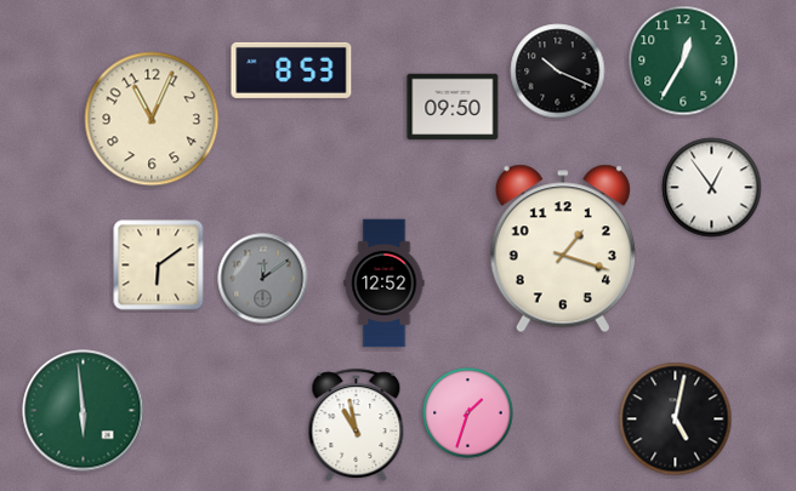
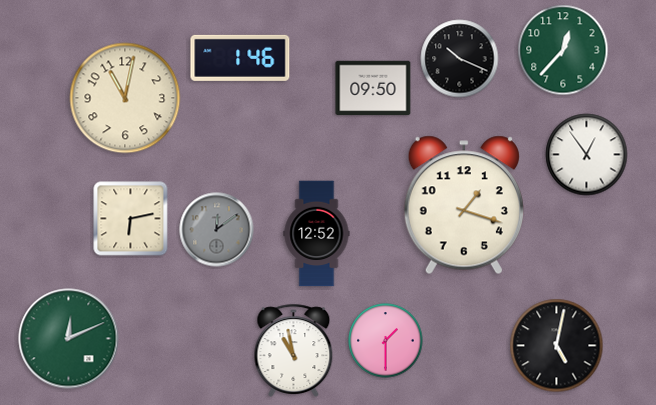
clock at (683, 61): 12:35 -> 12:37
clock at (291, 70): 8:53 -> 1:46
clock at (152, 119): 11:04 -> 11:02
clock at (159, 266): 6:09 -> 6:13
clock at (84, 411): 5:59 -> 12:11
clock at (468, 413): 1:33 -> 1:30
